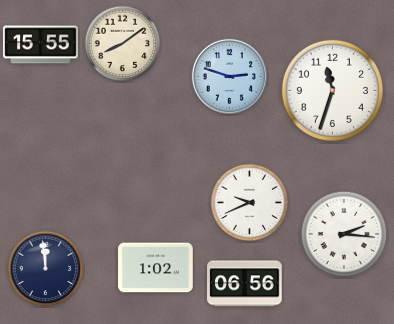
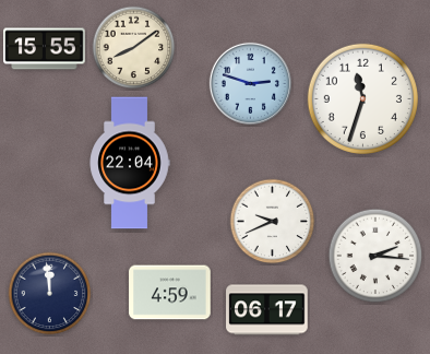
clock at (130, 163): none -> 22:04
clock at (156, 268): 1:02 -> 4:59
clock at (245, 284): 06:56 -> 06:17
